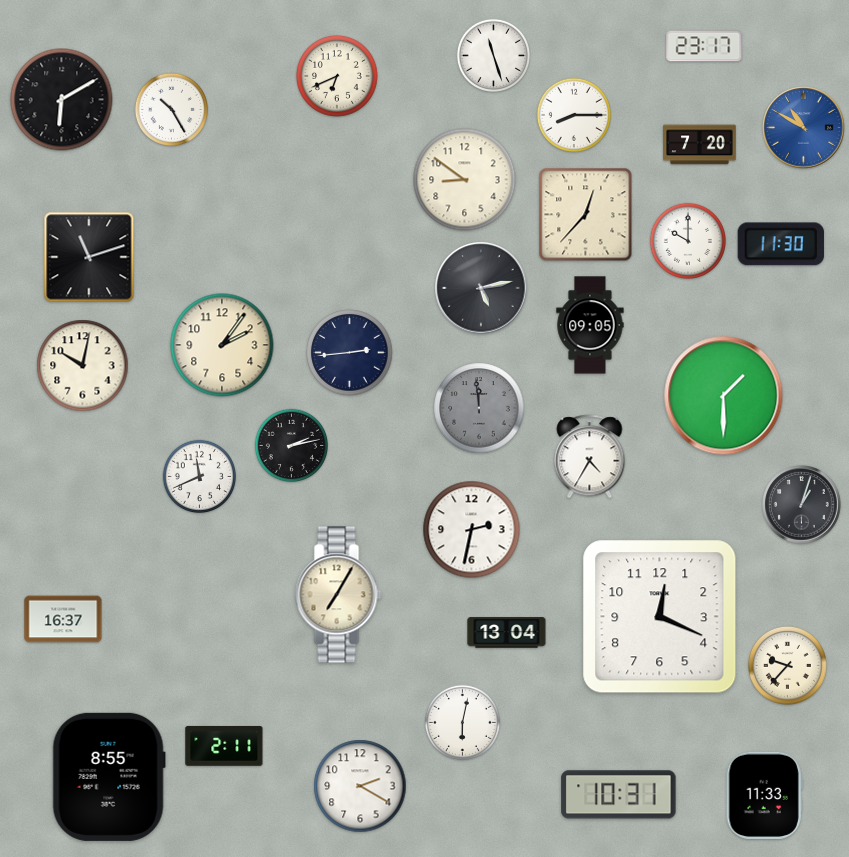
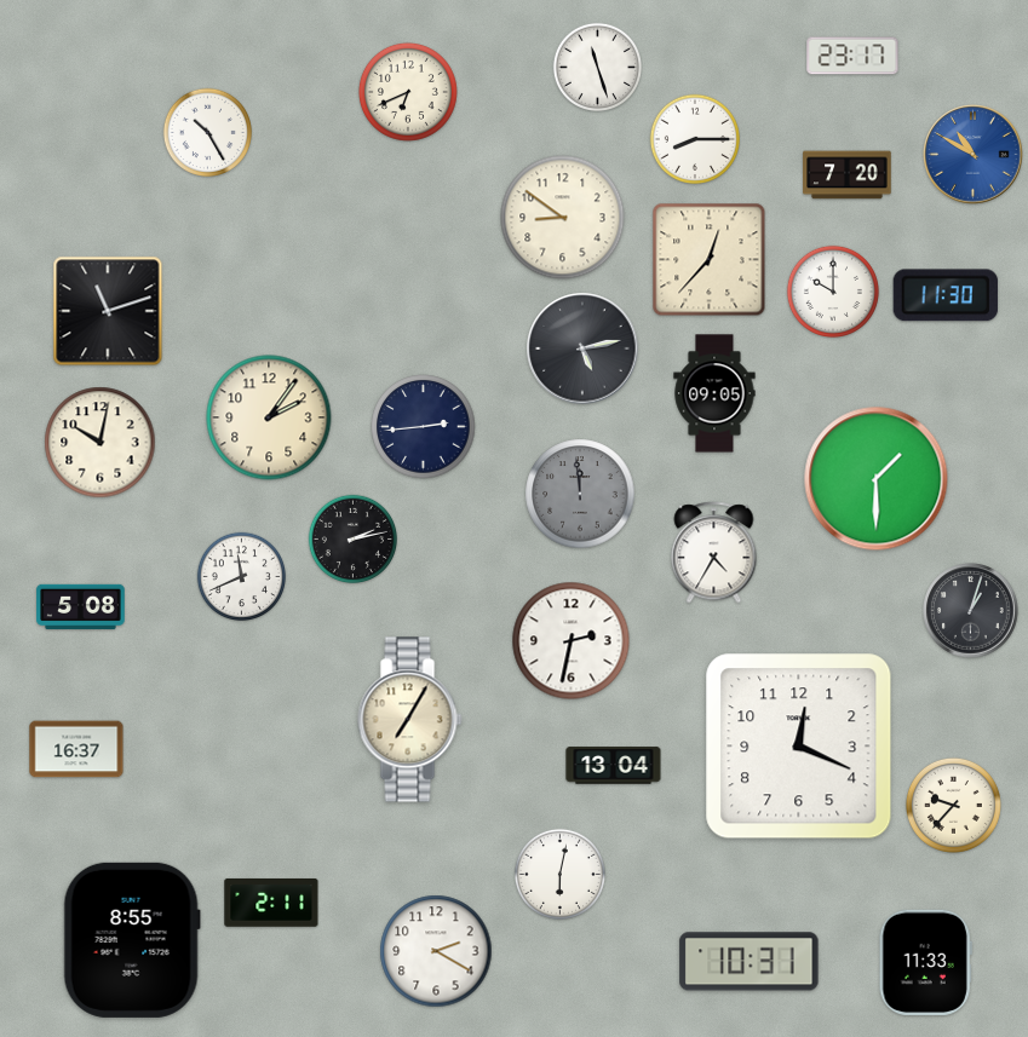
clock at (62, 100): 6:10 -> none
clock at (81, 607): none -> 5:08
